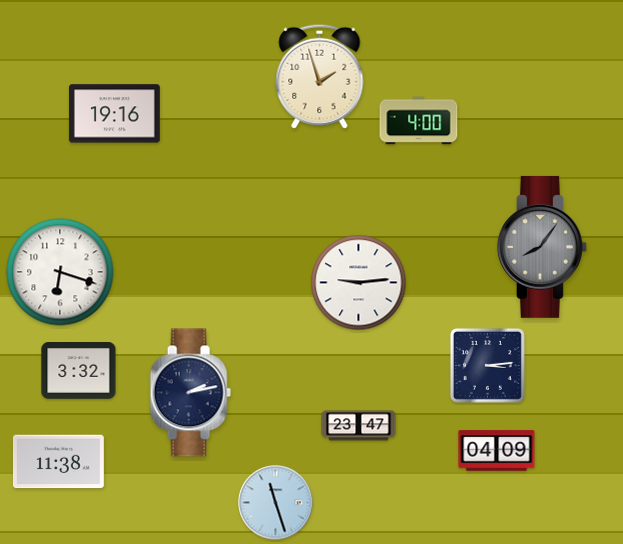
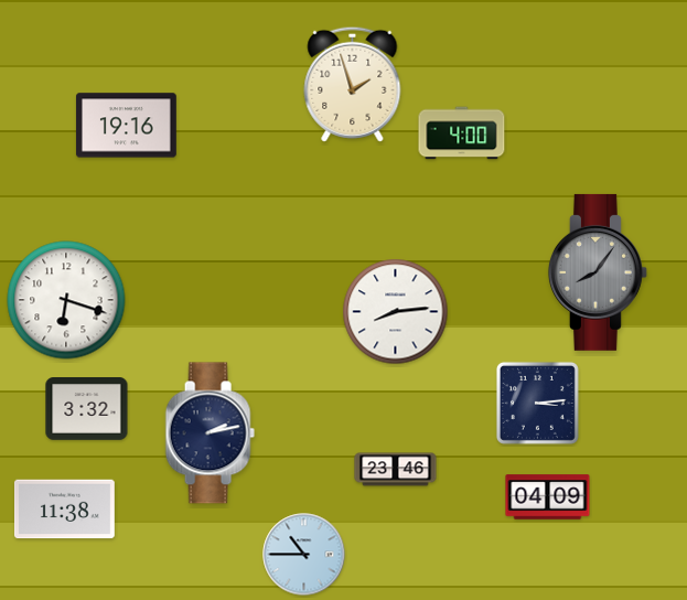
clock at (359, 283): 9:14 -> 8:14
clock at (359, 426): 23:47 -> 23:46
clock at (276, 503): 11:27 -> 10:45
